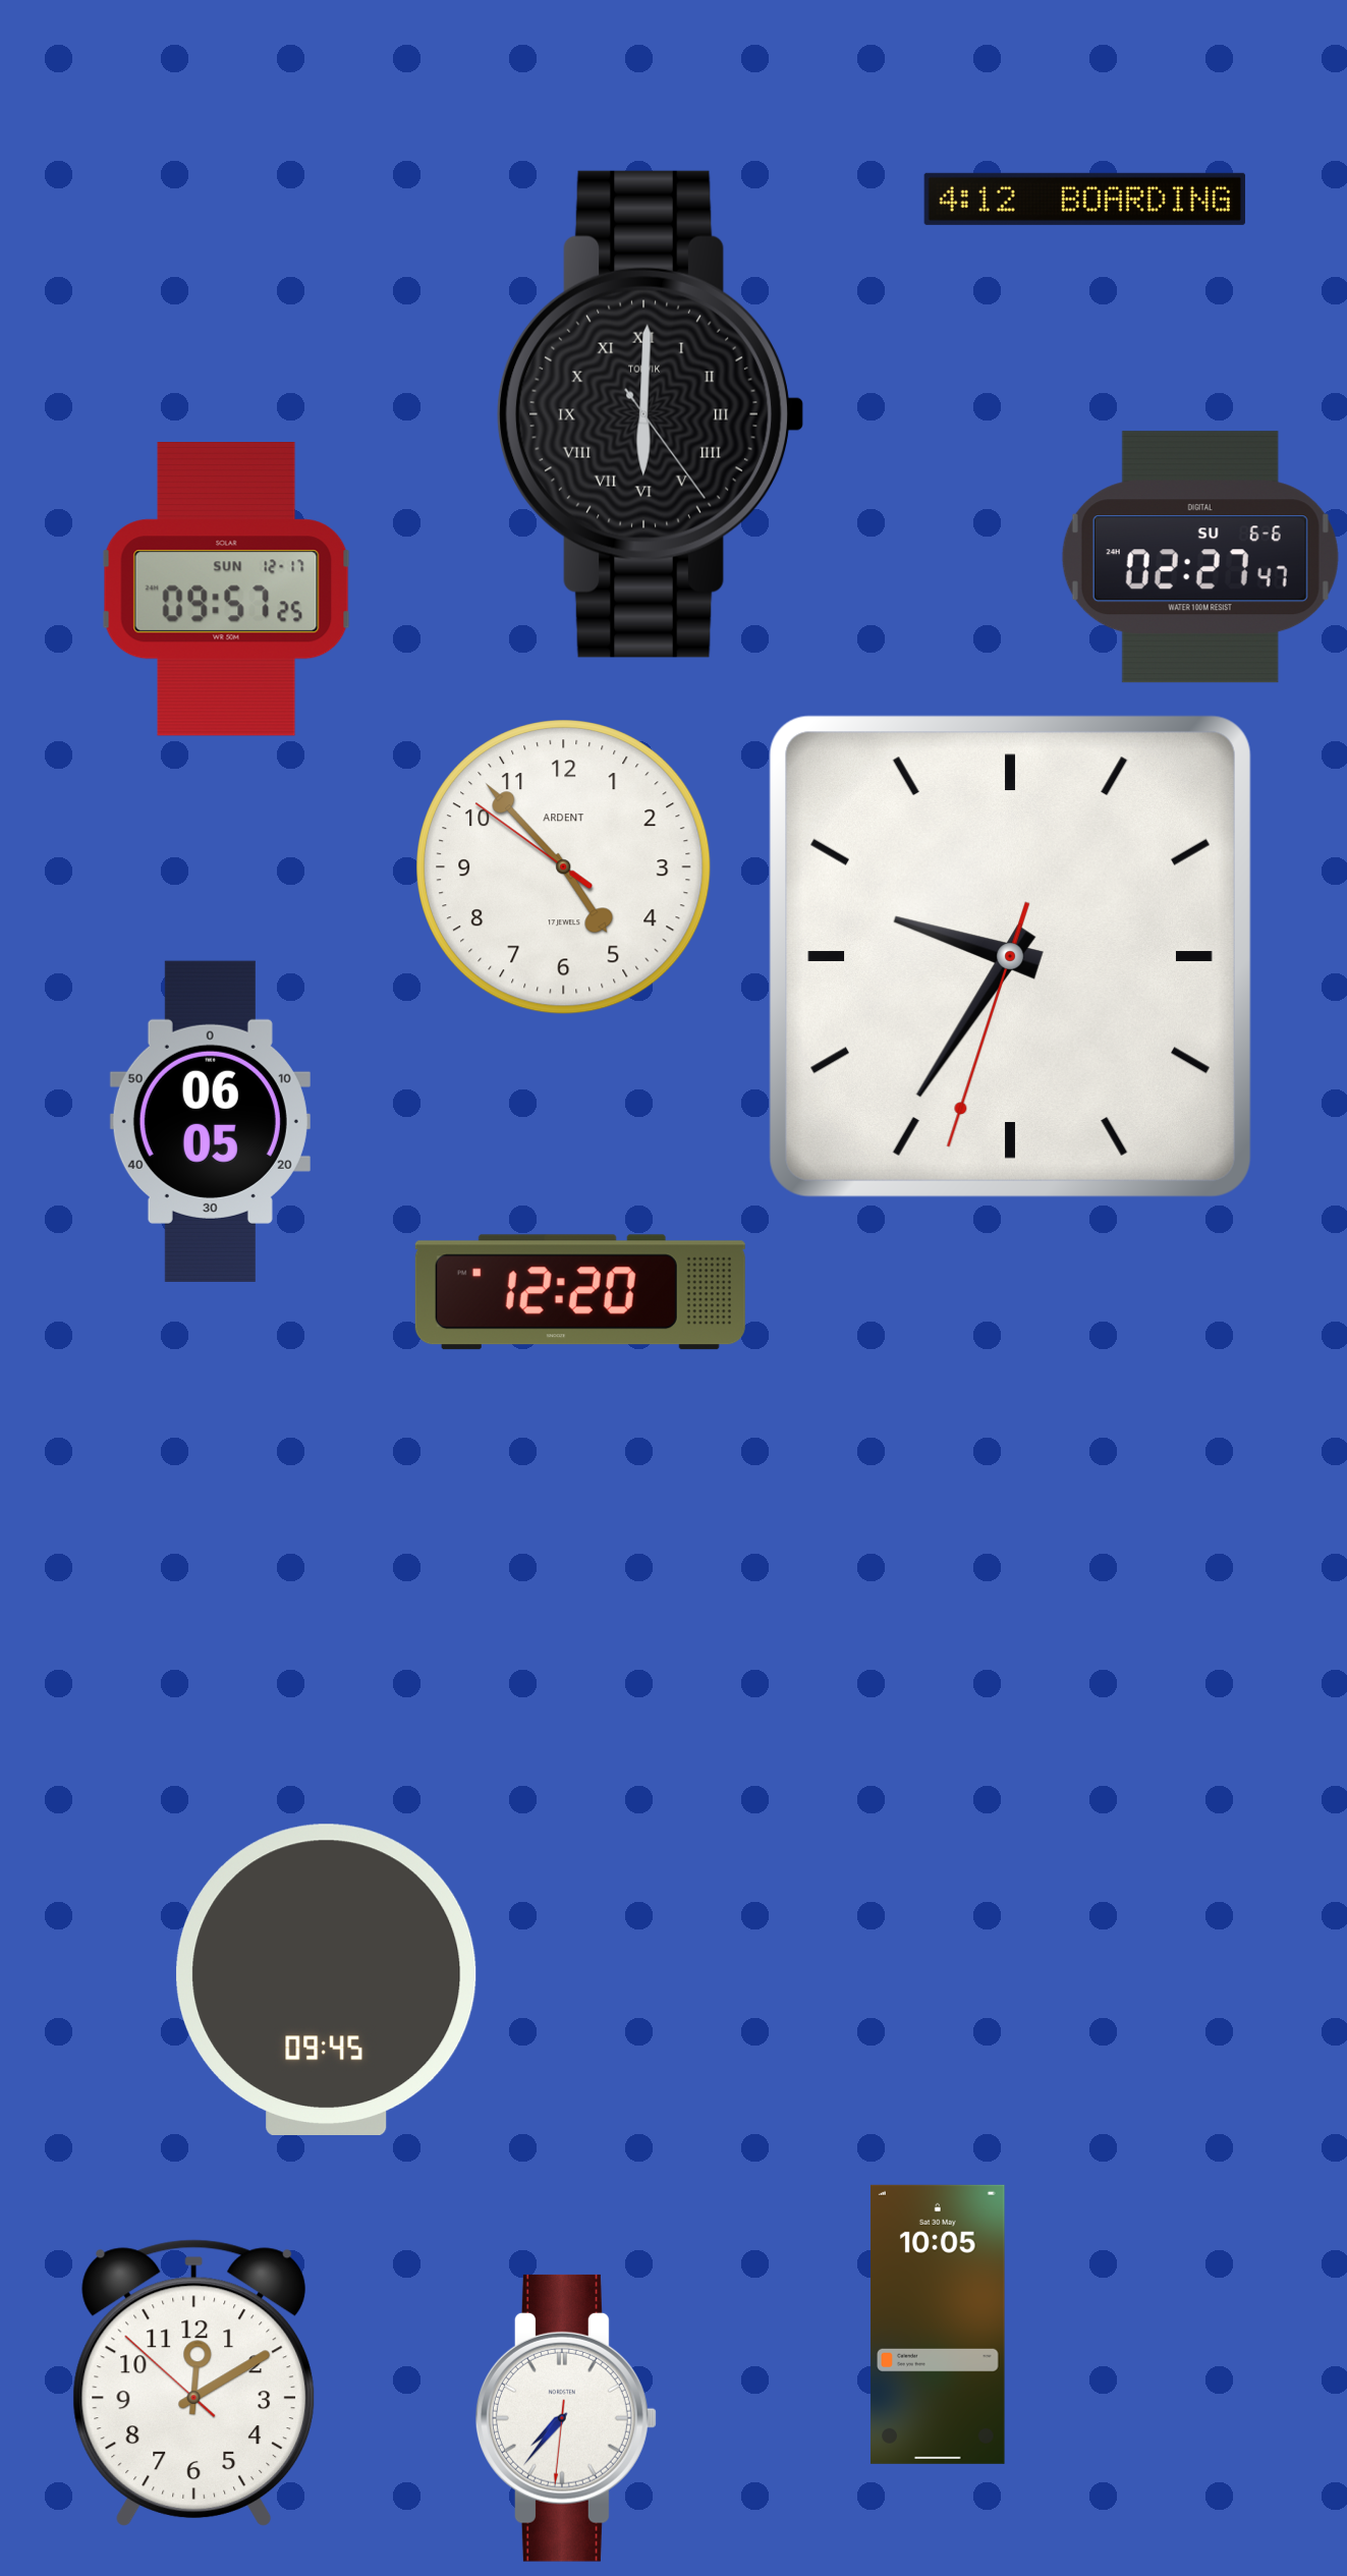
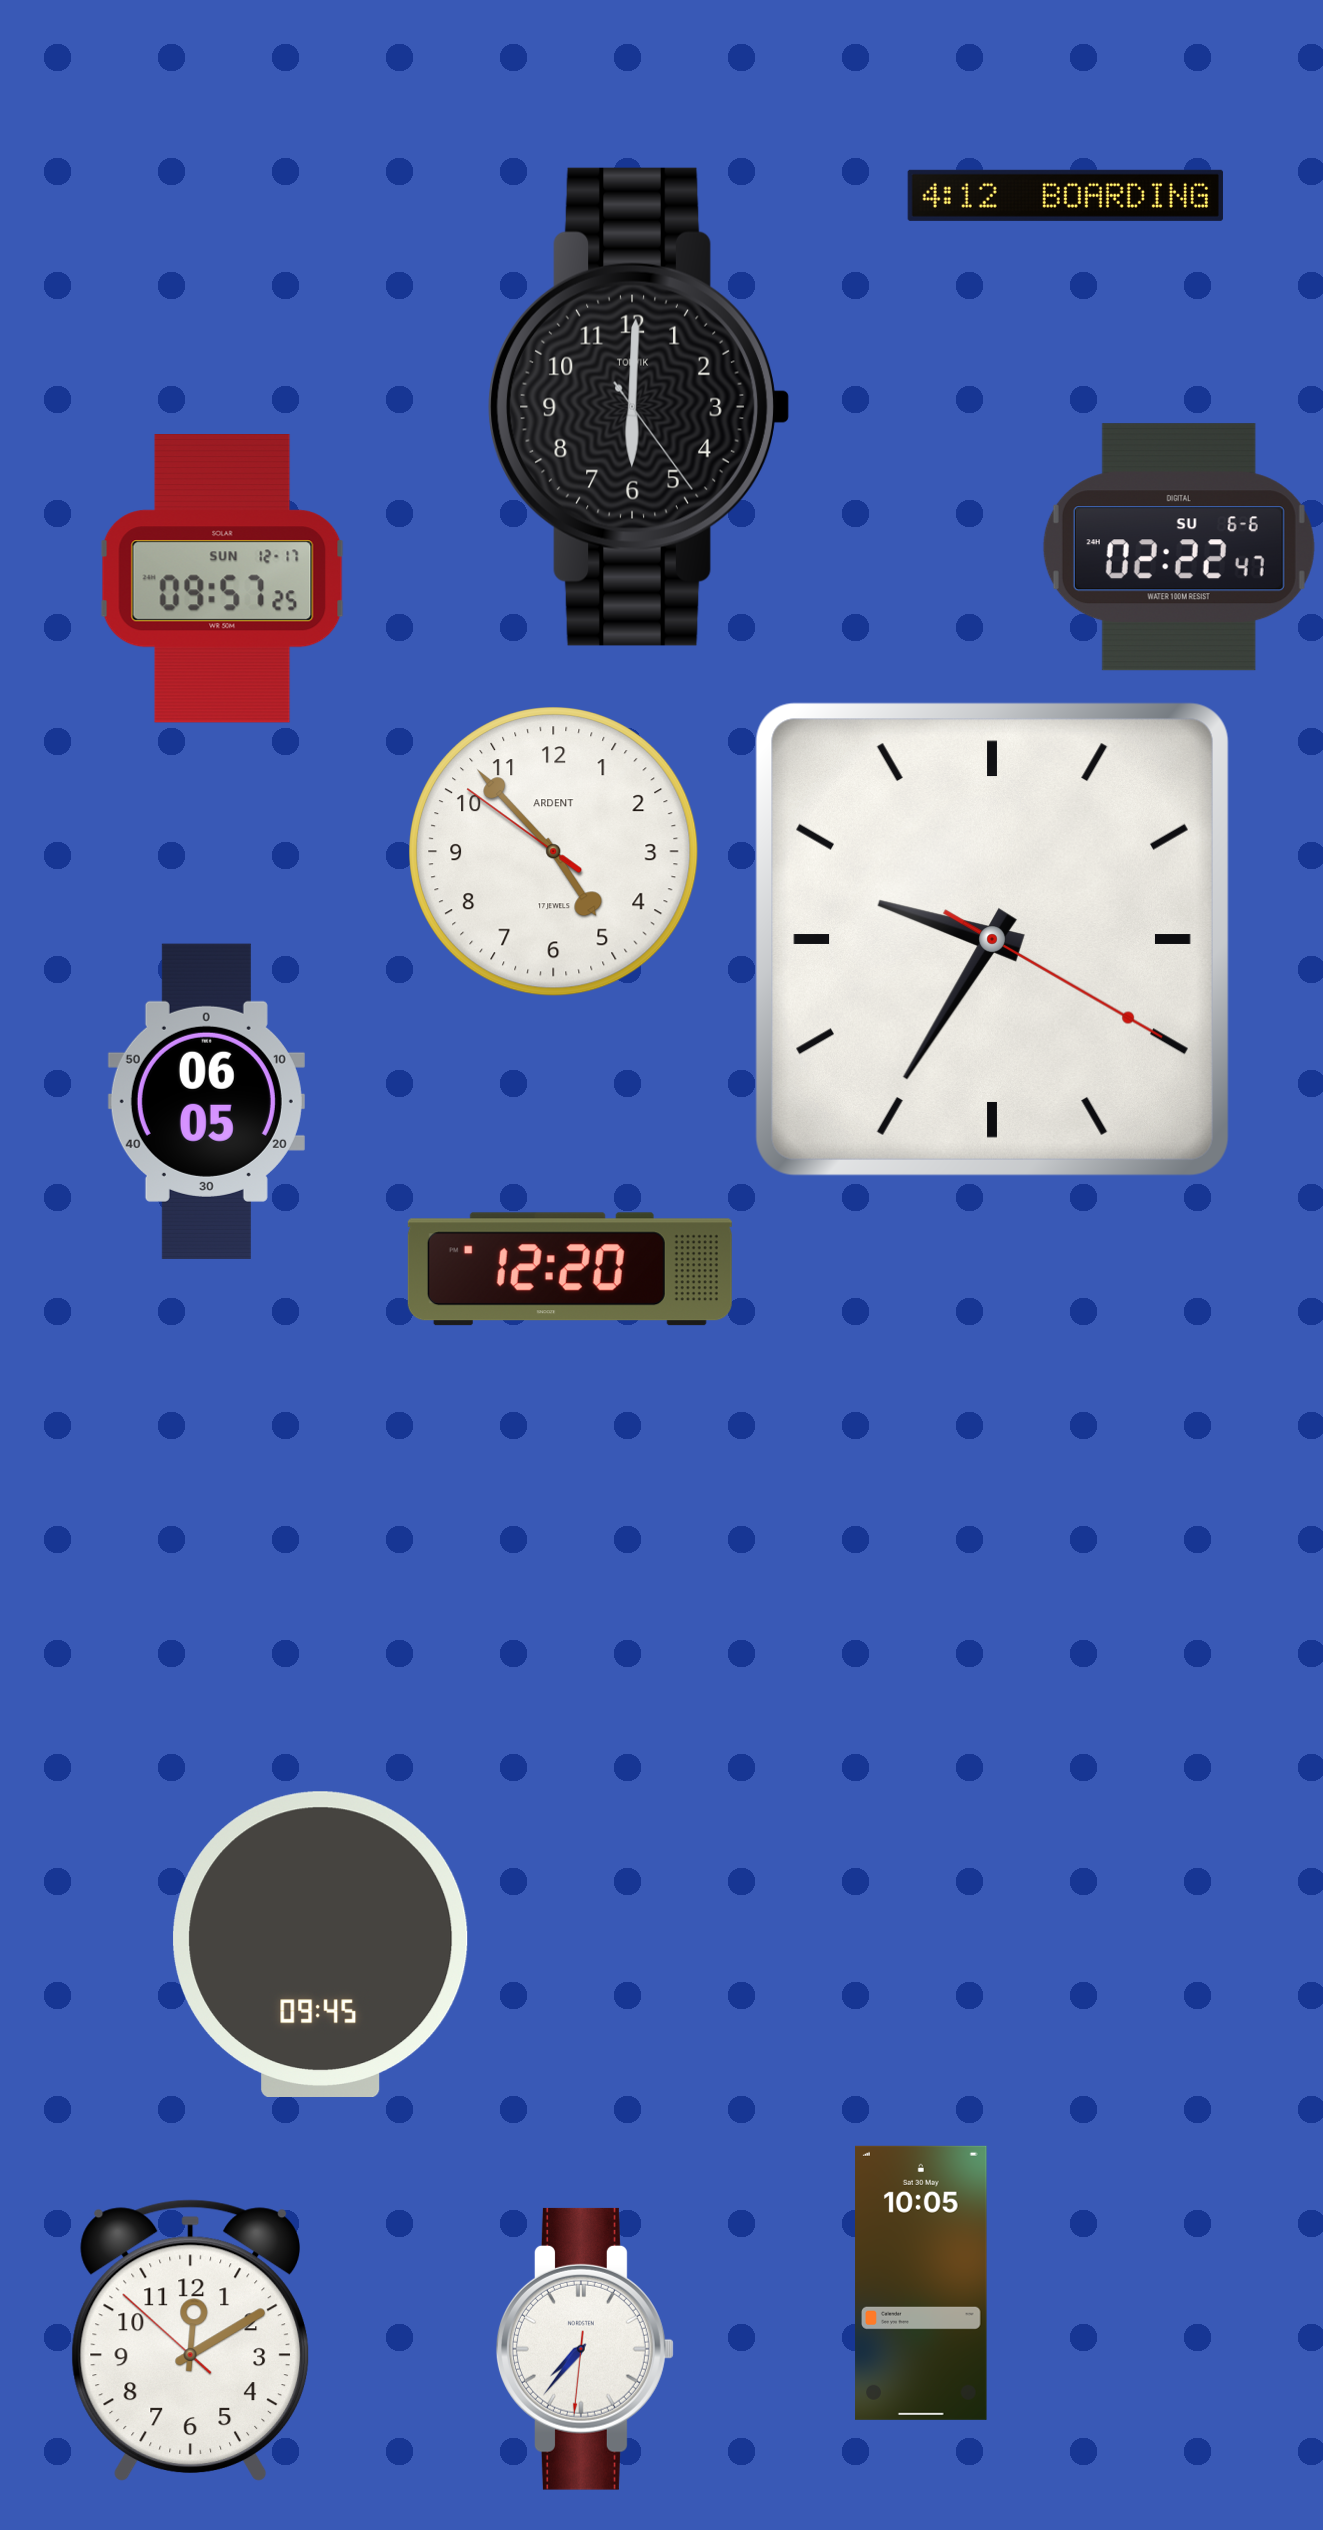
clock at (651, 414) numerals: Roman -> Arabic
clock at (1200, 557): 02:27 -> 02:22
clock at (1010, 956): 9:35:33 -> 9:35:20
clock at (566, 2418) position: (566, 2418) -> (585, 2349)
